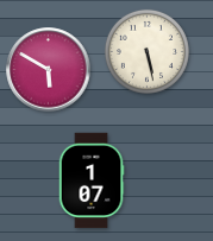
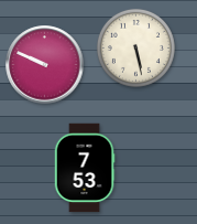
clock at (49, 70): 5:50 -> 9:49
clock at (92, 180): 1:07 -> 7:53
